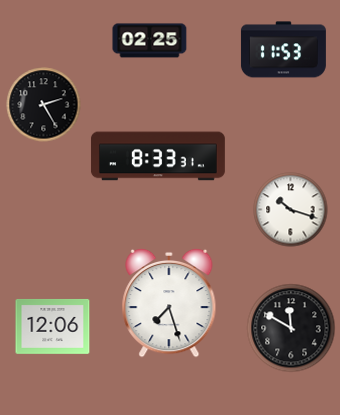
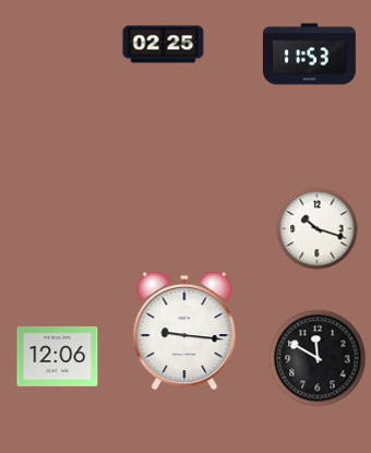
clock at (44, 105): 2:25 -> none
clock at (158, 156): 8:33 -> none
clock at (169, 303): 7:27 -> 9:16
